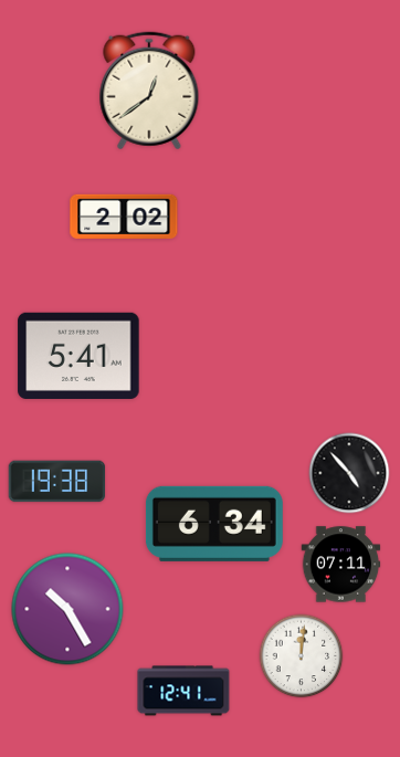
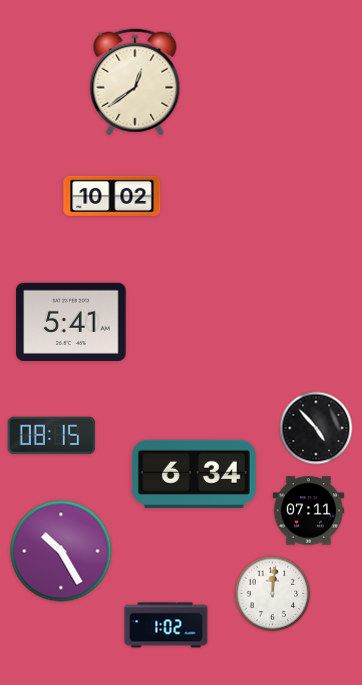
clock at (124, 217): 2:02 -> 10:02
clock at (57, 482): 19:38 -> 08:15
clock at (183, 691): 12:41 -> 1:02
